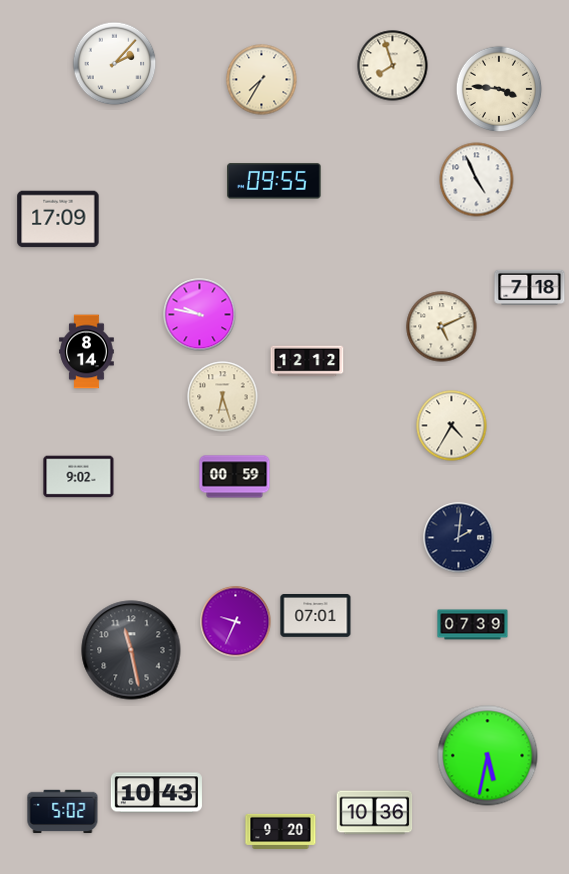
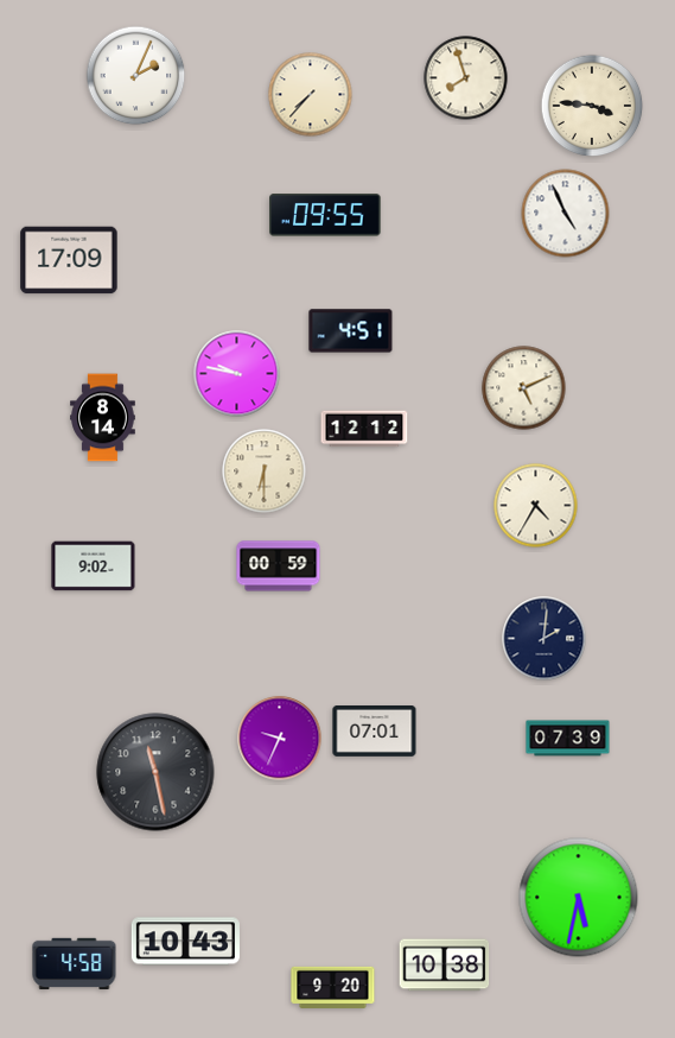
clock at (115, 64): 2:07 -> 2:04
clock at (262, 80): 7:35 -> 7:37
clock at (351, 331): none -> 4:51
clock at (530, 287): 7:18 -> none
clock at (223, 397): 6:27 -> 6:30
clock at (473, 625) position: (473, 625) -> (568, 739)
clock at (63, 812): 5:02 -> 4:58
clock at (375, 813): 10:36 -> 10:38
